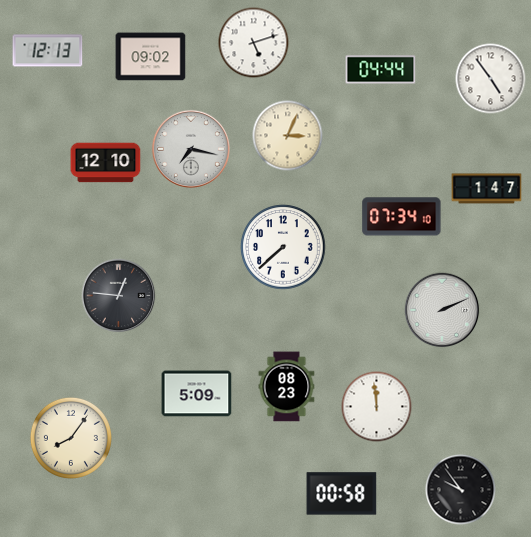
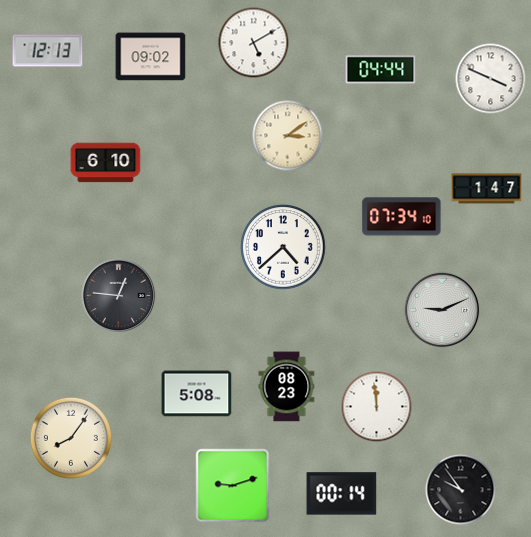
clock at (254, 43): 5:12 -> 5:10
clock at (491, 79): 4:54 -> 3:49
clock at (288, 136): 3:04 -> 3:09
clock at (191, 149): 7:17 -> none
clock at (106, 163): 12:10 -> 6:10
clock at (283, 247): 7:38 -> 4:38
clock at (442, 310): 2:11 -> 9:11
clock at (197, 394): 5:09 -> 5:08
clock at (233, 486): none -> 9:12
clock at (342, 494): 00:58 -> 00:14
